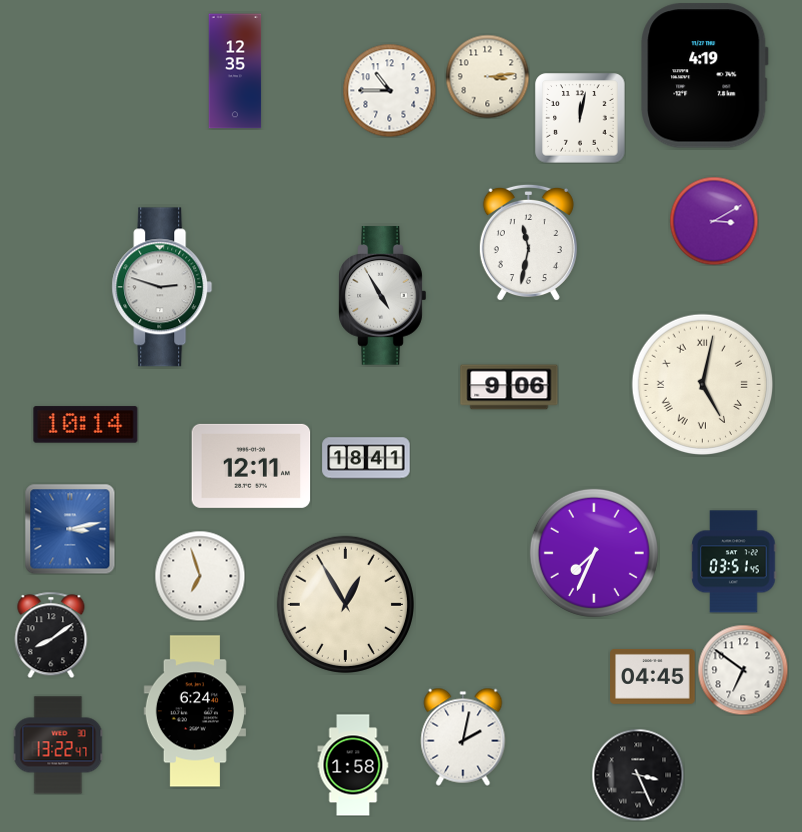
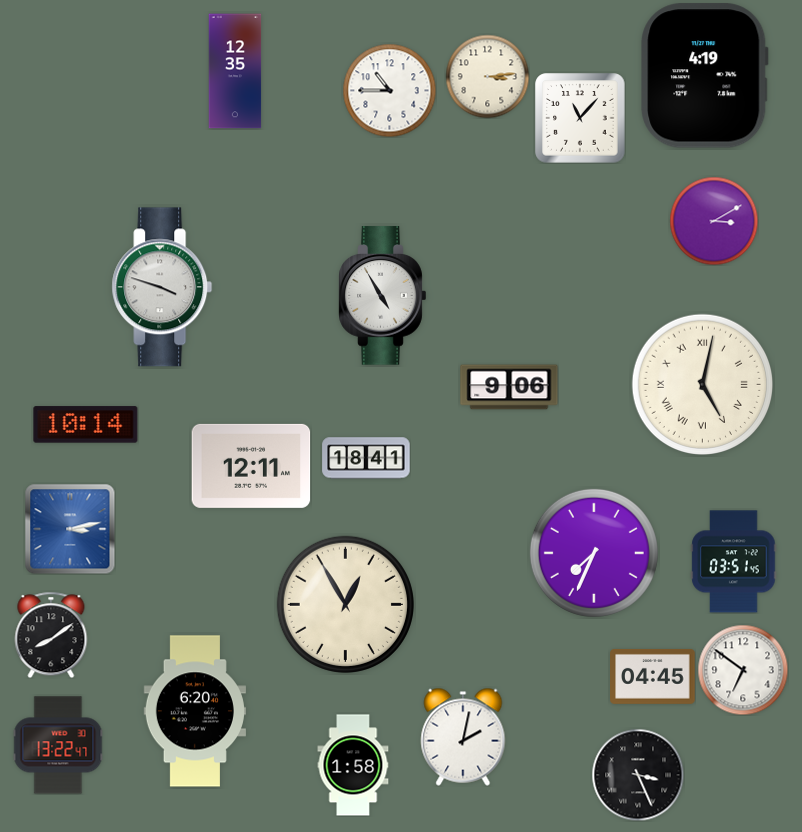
clock at (580, 118): 12:02 -> 11:07
clock at (528, 242): 11:32 -> none
clock at (162, 287): 2:48 -> 3:48
clock at (200, 576): 6:57 -> none
clock at (195, 711): 6:24 -> 6:20
